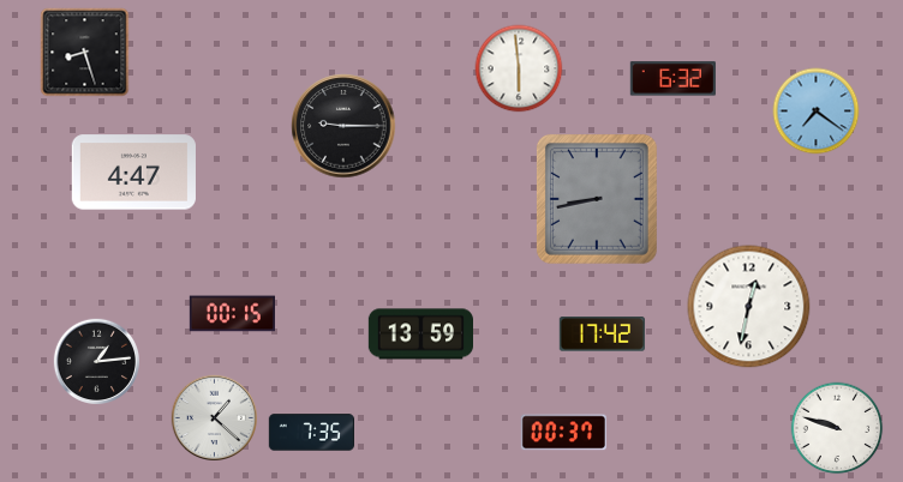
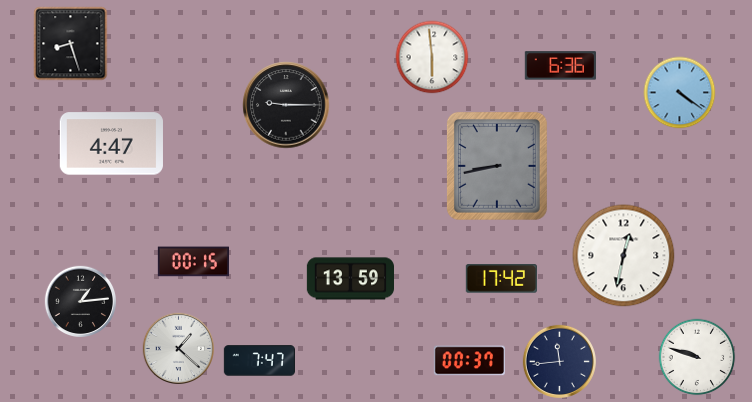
clock at (672, 79): 6:32 -> 6:36
clock at (817, 112): 7:21 -> 4:21
clock at (311, 433): 7:35 -> 7:47
clock at (559, 361): none -> 11:44
